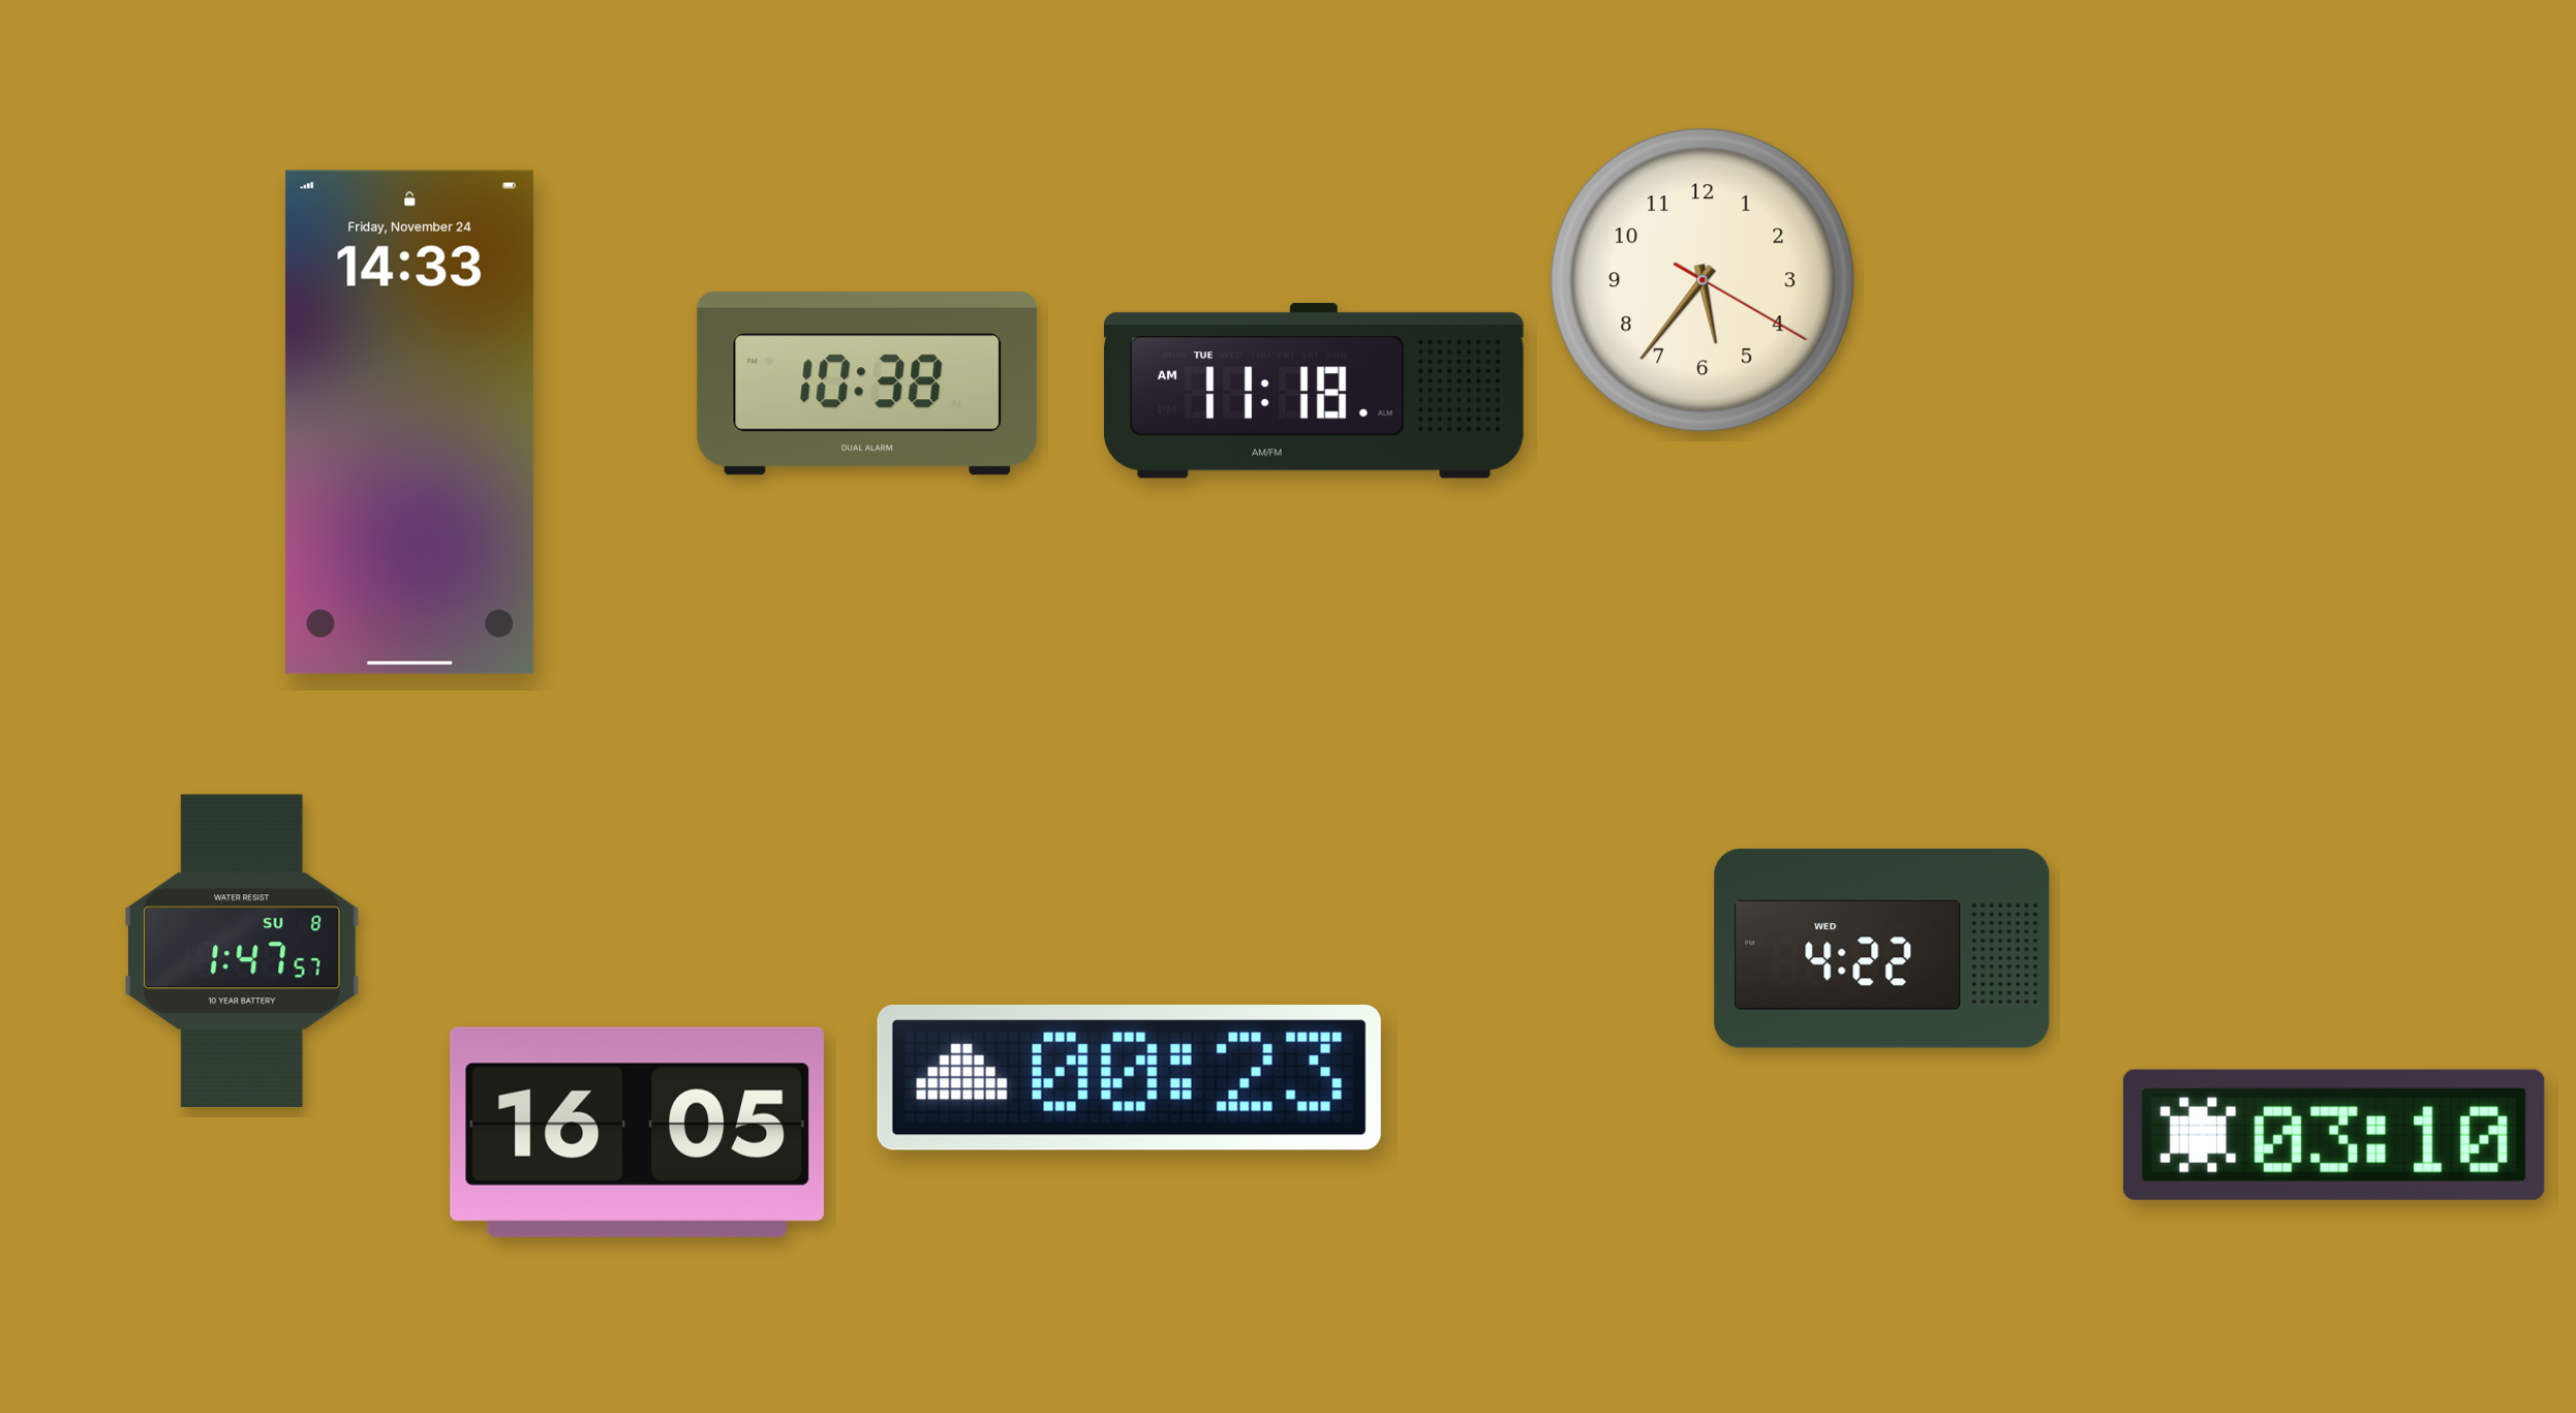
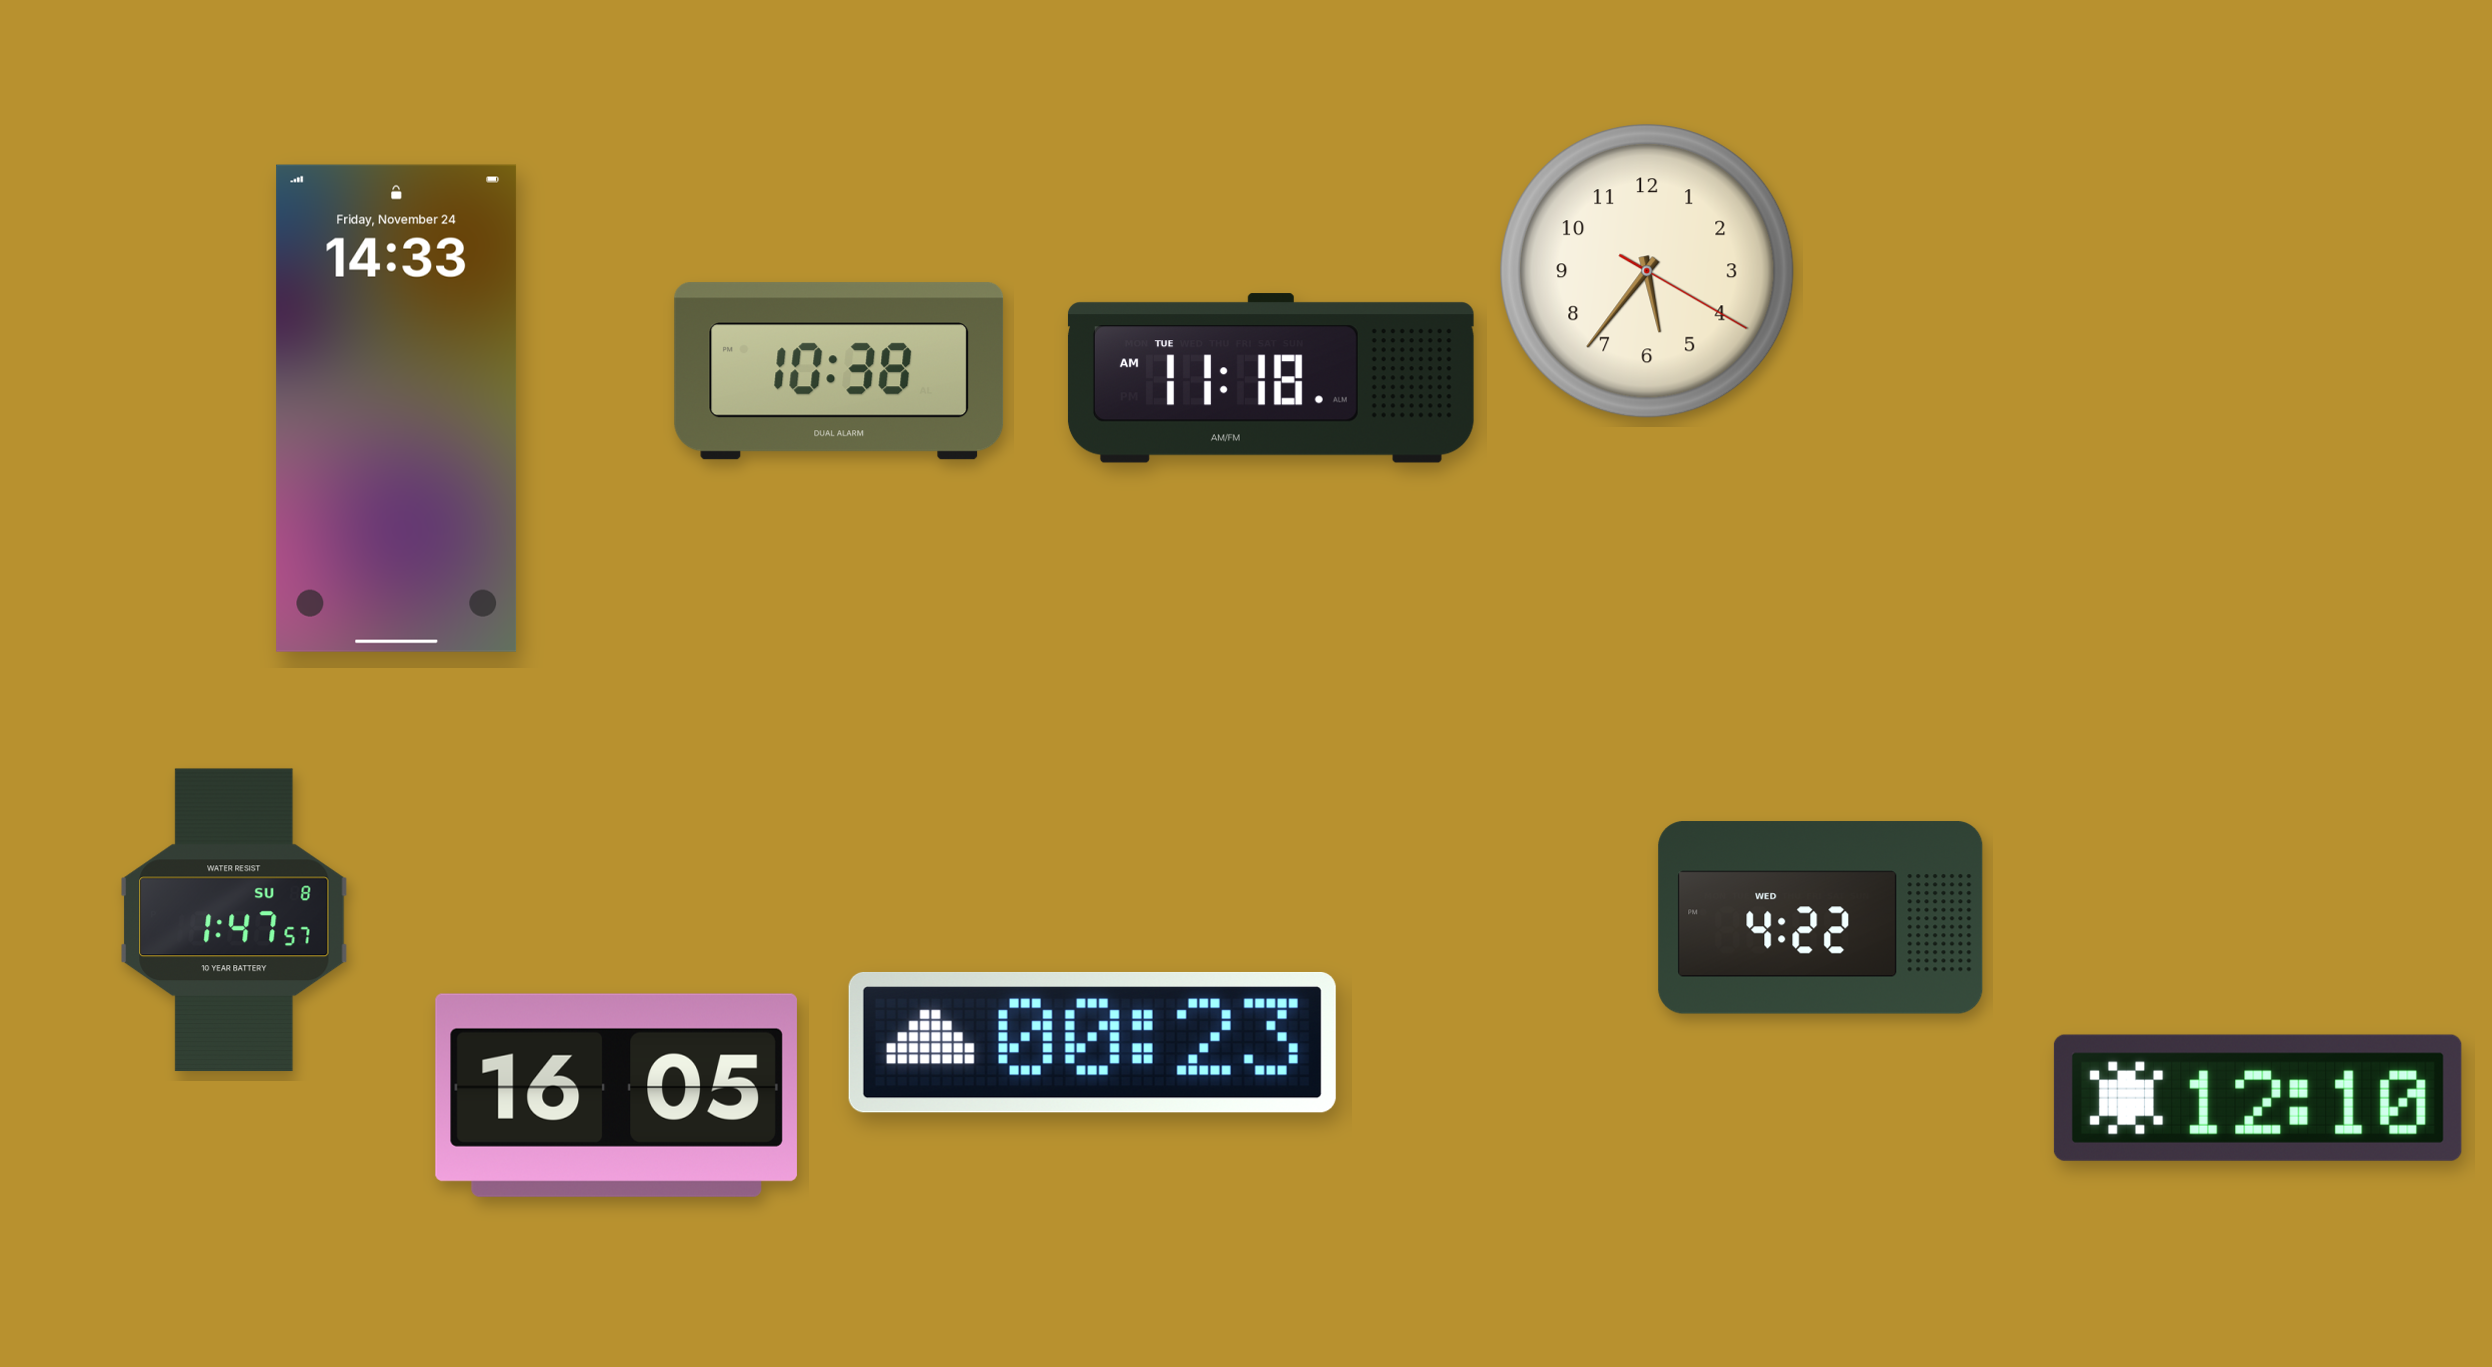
clock at (2334, 1135): 03:10 -> 12:10
